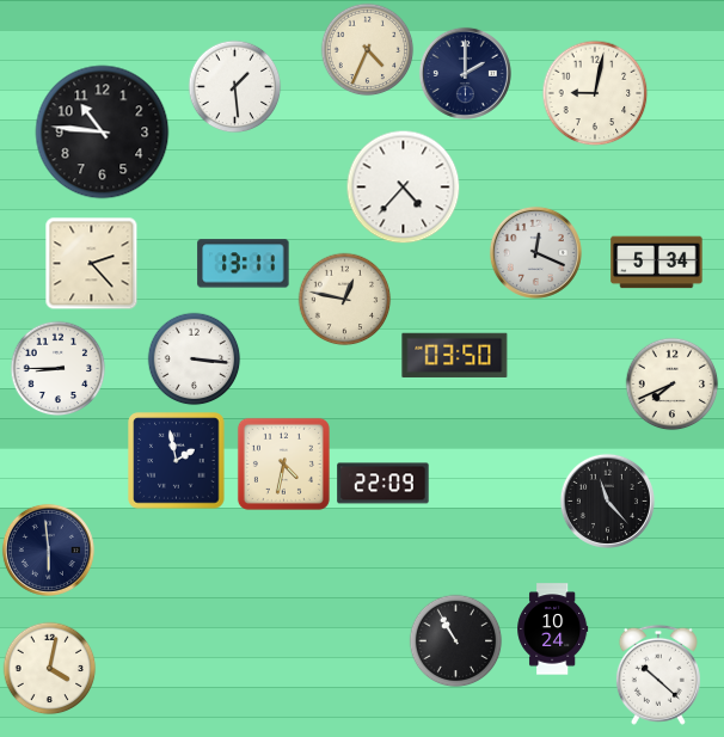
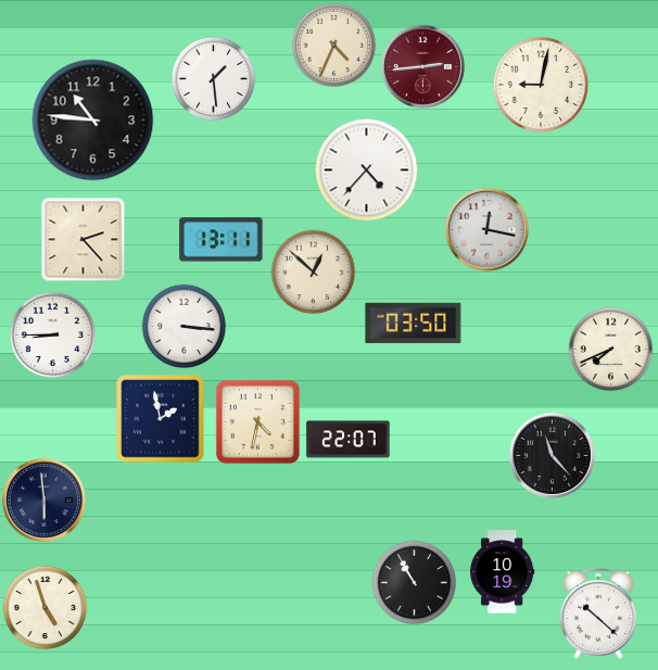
clock at (465, 73): 2:00 -> 2:44
clock at (465, 73) dial: navy -> burgundy
clock at (535, 252): 12:19 -> 12:17
clock at (657, 263): 5:34 -> none
clock at (344, 299): 12:47 -> 12:52
clock at (194, 358) position: (194, 358) -> (184, 326)
clock at (384, 484): 22:09 -> 22:07
clock at (553, 629): 10:24 -> 10:19
clock at (49, 668): 4:02 -> 4:57
